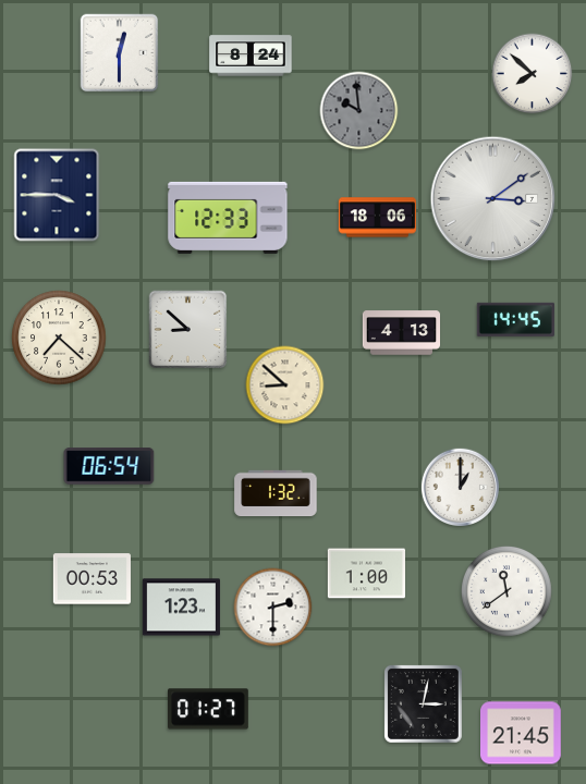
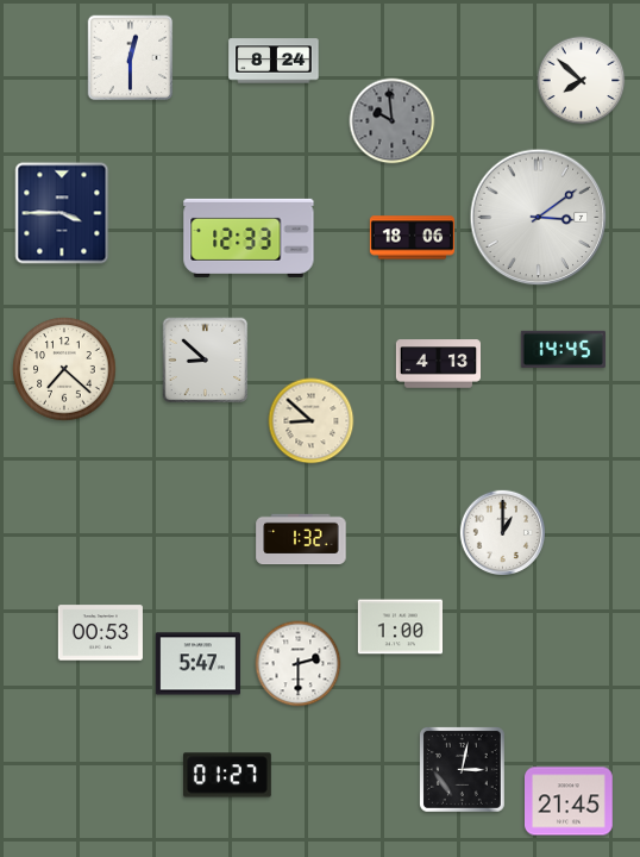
clock at (109, 466): 06:54 -> none
clock at (508, 592): 11:39 -> none
clock at (181, 608): 1:23 -> 5:47
